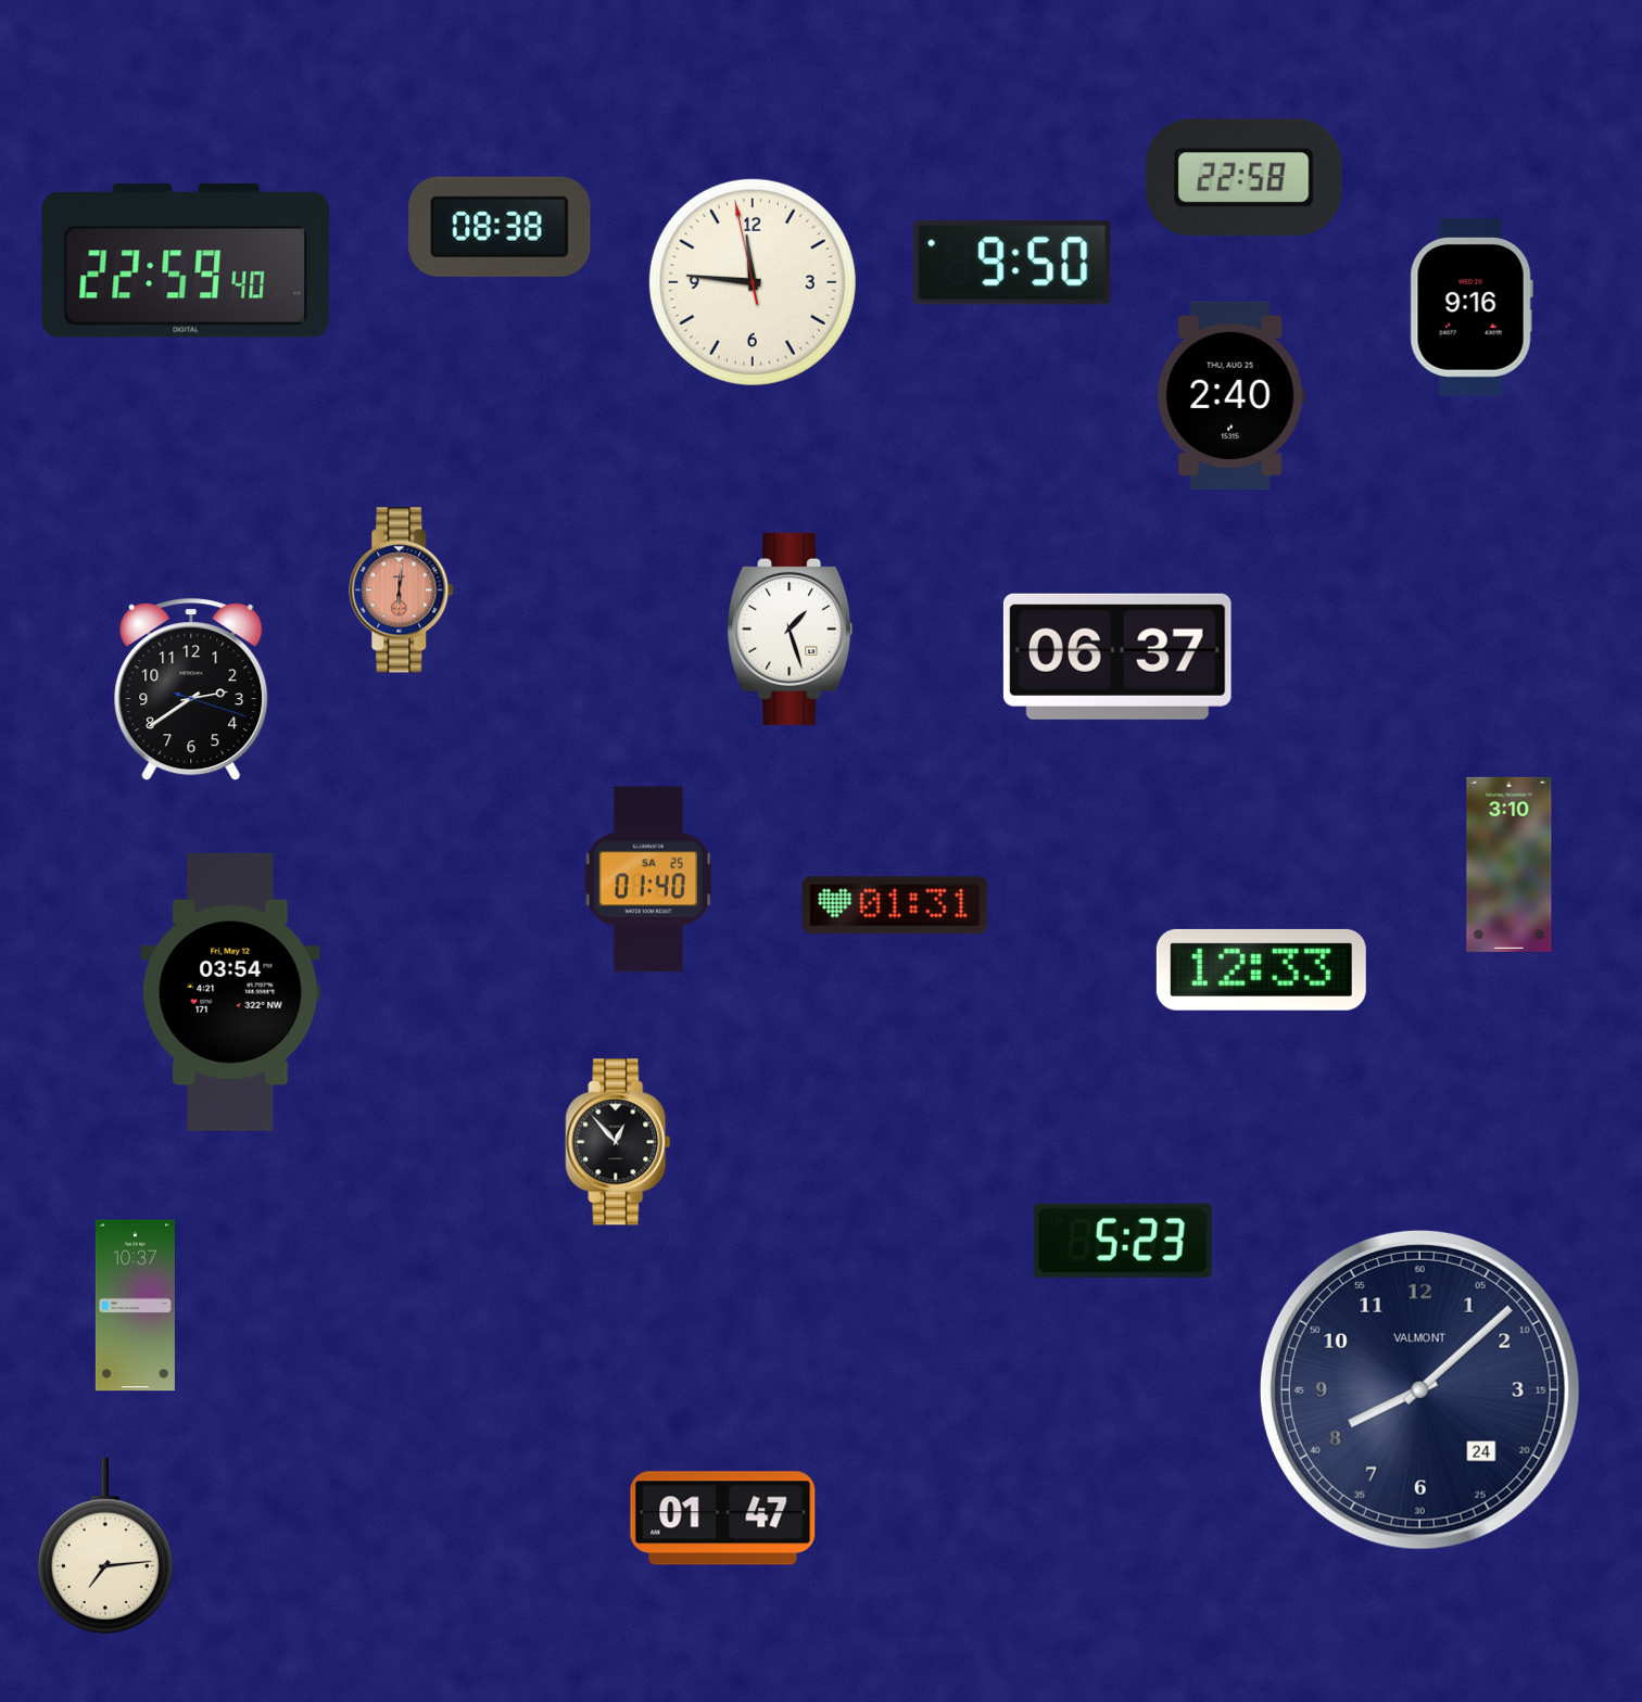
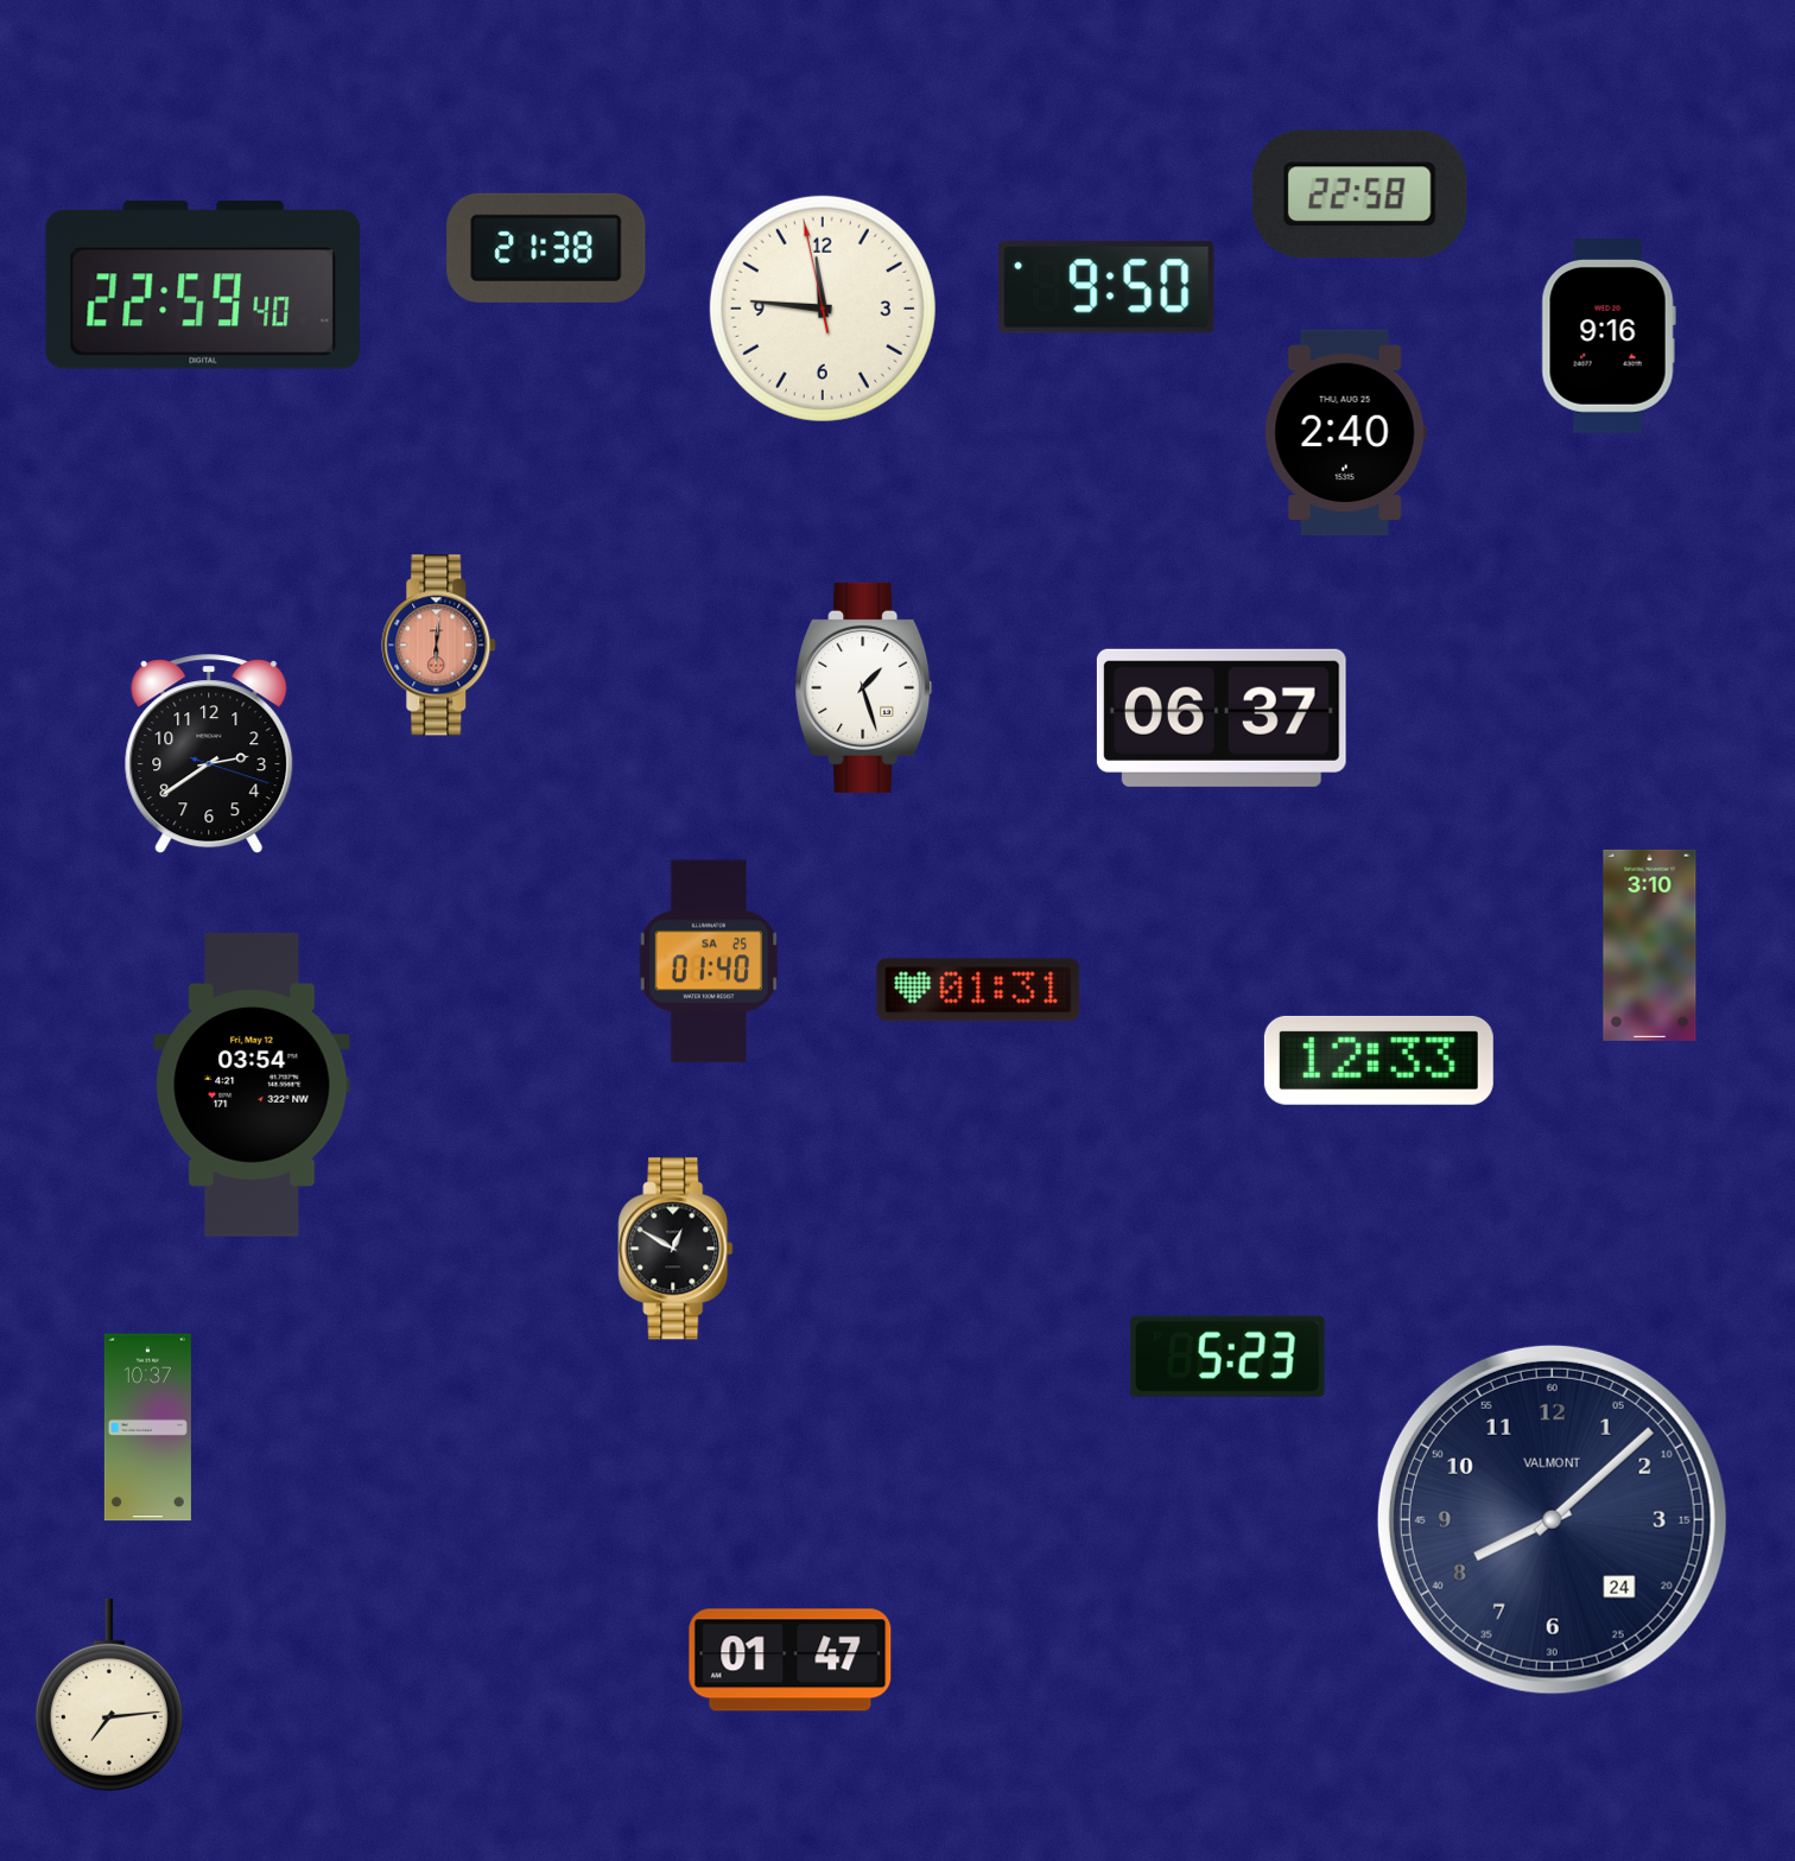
clock at (500, 227): 08:38 -> 21:38
clock at (618, 1142): 12:53 -> 12:50
clock at (105, 1546) position: (105, 1546) -> (109, 1695)
